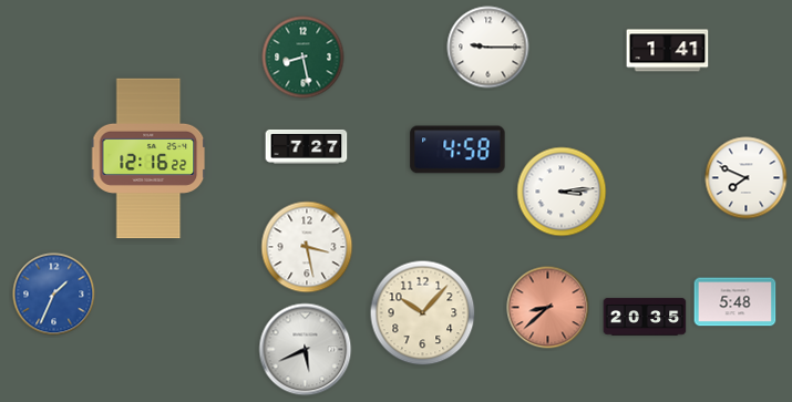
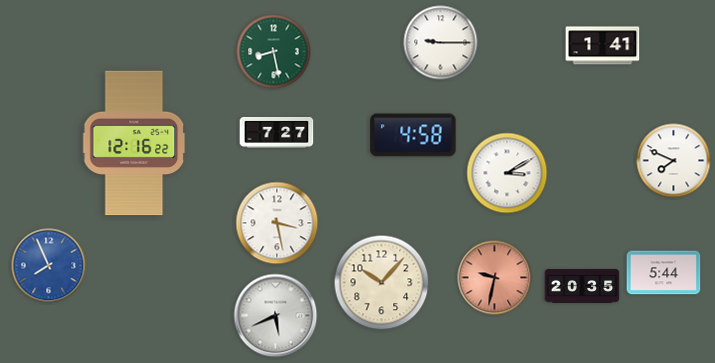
clock at (562, 192): 3:14 -> 3:10
clock at (54, 295): 1:34 -> 7:56
clock at (736, 302): 5:48 -> 5:44
clock at (548, 308): 8:38 -> 9:32
